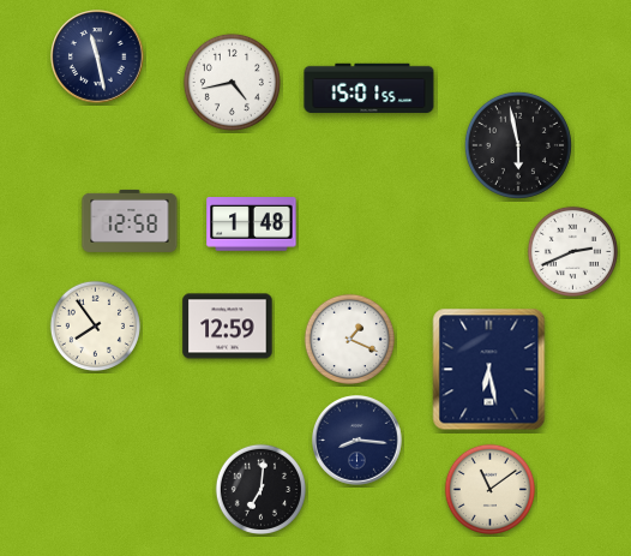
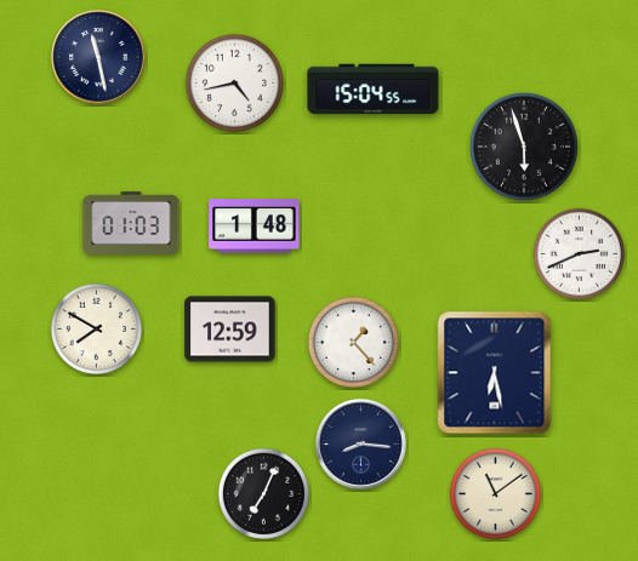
clock at (369, 89): 15:01 -> 15:04
clock at (518, 145): 5:58 -> 5:57
clock at (130, 221): 12:58 -> 01:03
clock at (95, 325): 7:54 -> 7:50
clock at (349, 339): 1:19 -> 1:23
clock at (260, 489): 7:01 -> 7:04
